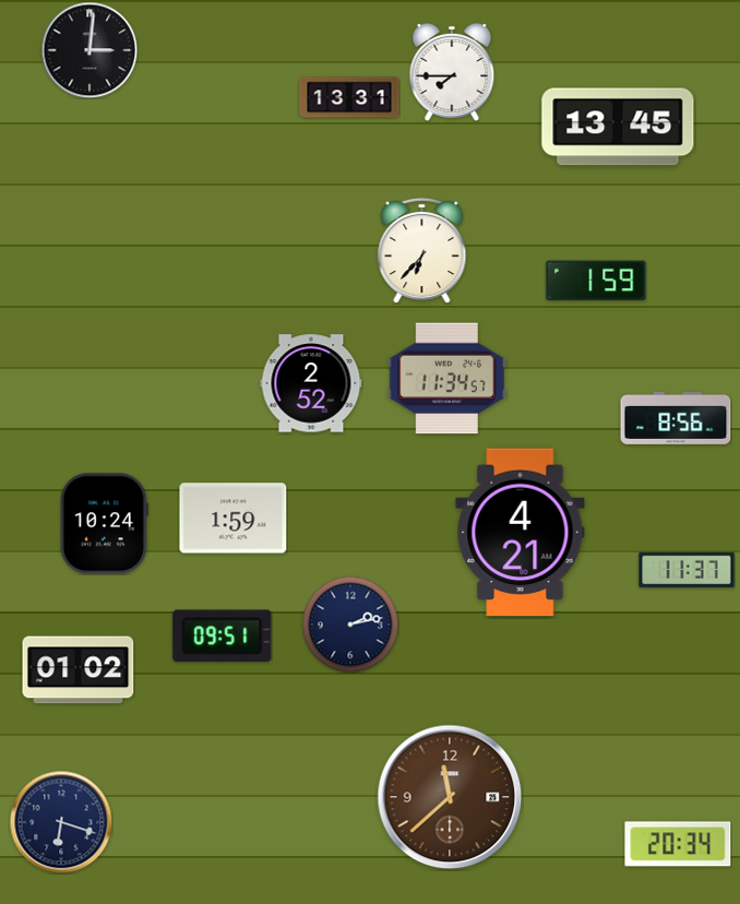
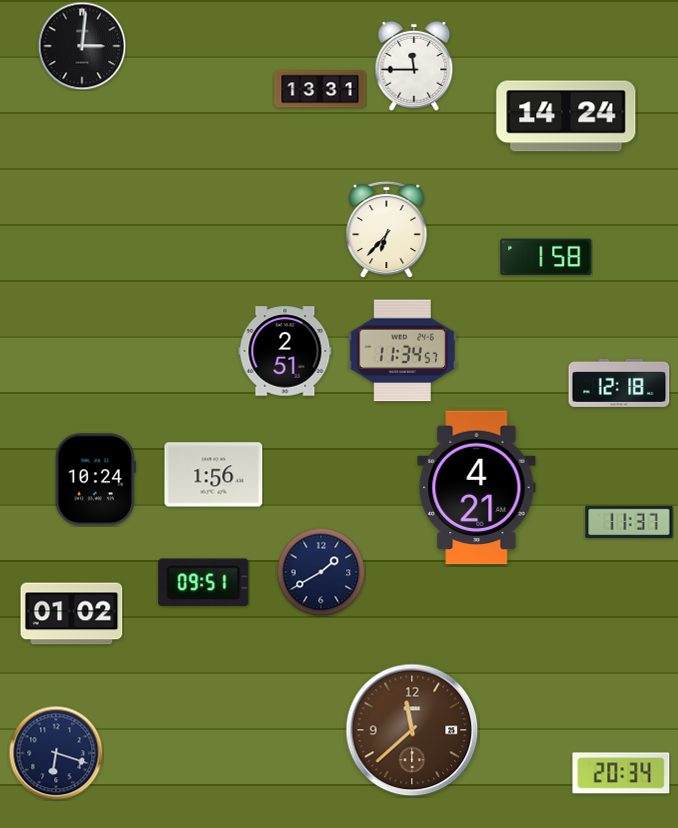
clock at (452, 72): 7:45 -> 11:45
clock at (618, 127): 13:45 -> 14:24
clock at (596, 281): 1:59 -> 1:58
clock at (447, 379) position: (447, 379) -> (403, 351)
clock at (311, 383): 2:52 -> 2:51
clock at (676, 418): 8:56 -> 12:18
clock at (234, 519): 1:59 -> 1:56
clock at (350, 625): 2:13 -> 1:40
